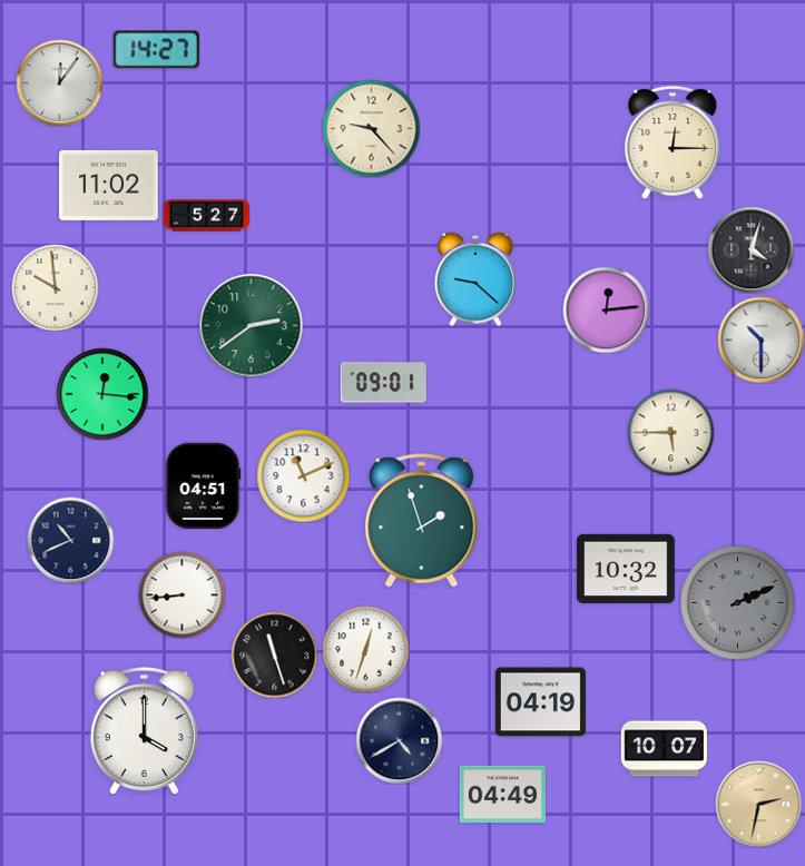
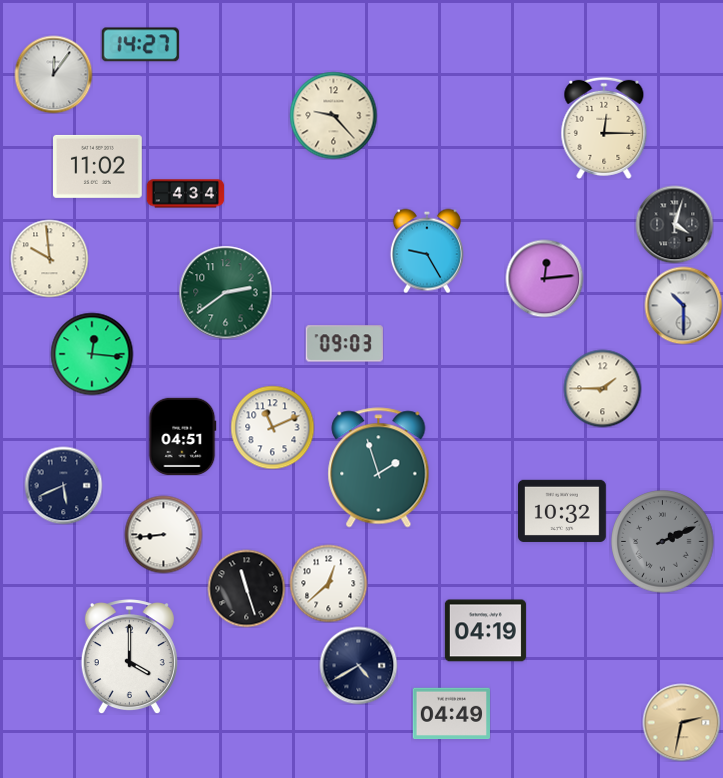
clock at (206, 216): 5:27 -> 4:34
clock at (475, 279): 9:22 -> 9:25
clock at (383, 383): 09:01 -> 09:03
clock at (670, 432): 5:45 -> 1:45
clock at (70, 540): 10:41 -> 5:41
clock at (365, 649): 12:33 -> 12:38
clock at (664, 749): 10:07 -> none
